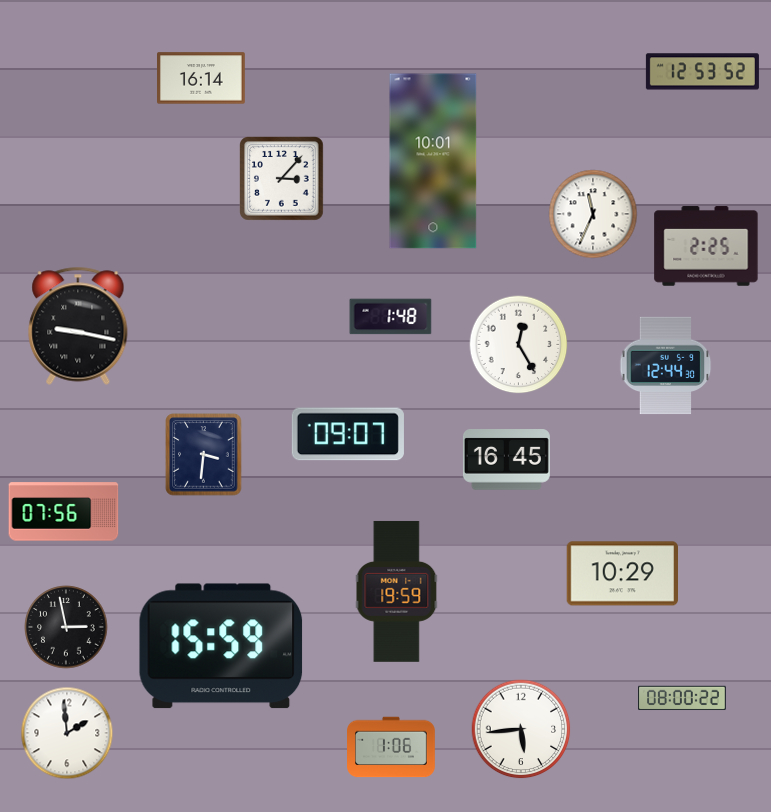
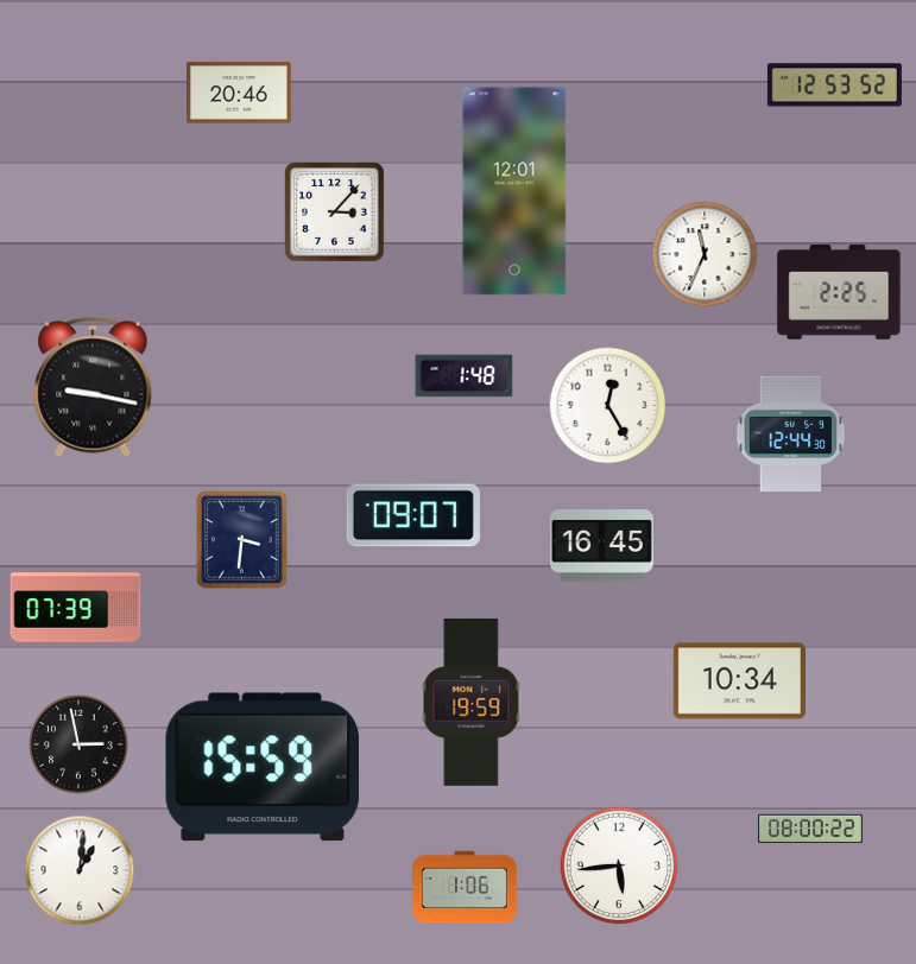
clock at (202, 78): 16:14 -> 20:46
clock at (433, 161): 10:01 -> 12:01
clock at (519, 345) position: (519, 345) -> (608, 406)
clock at (64, 512): 07:56 -> 07:39
clock at (622, 574): 10:29 -> 10:34
clock at (67, 733): 1:59 -> 1:01
